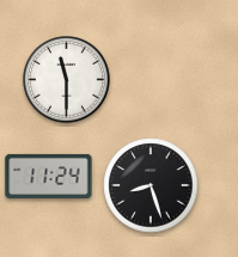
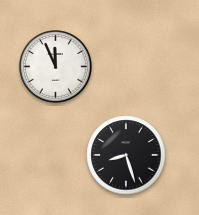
clock at (67, 80): 11:30 -> 11:56
clock at (49, 176): 11:24 -> none
